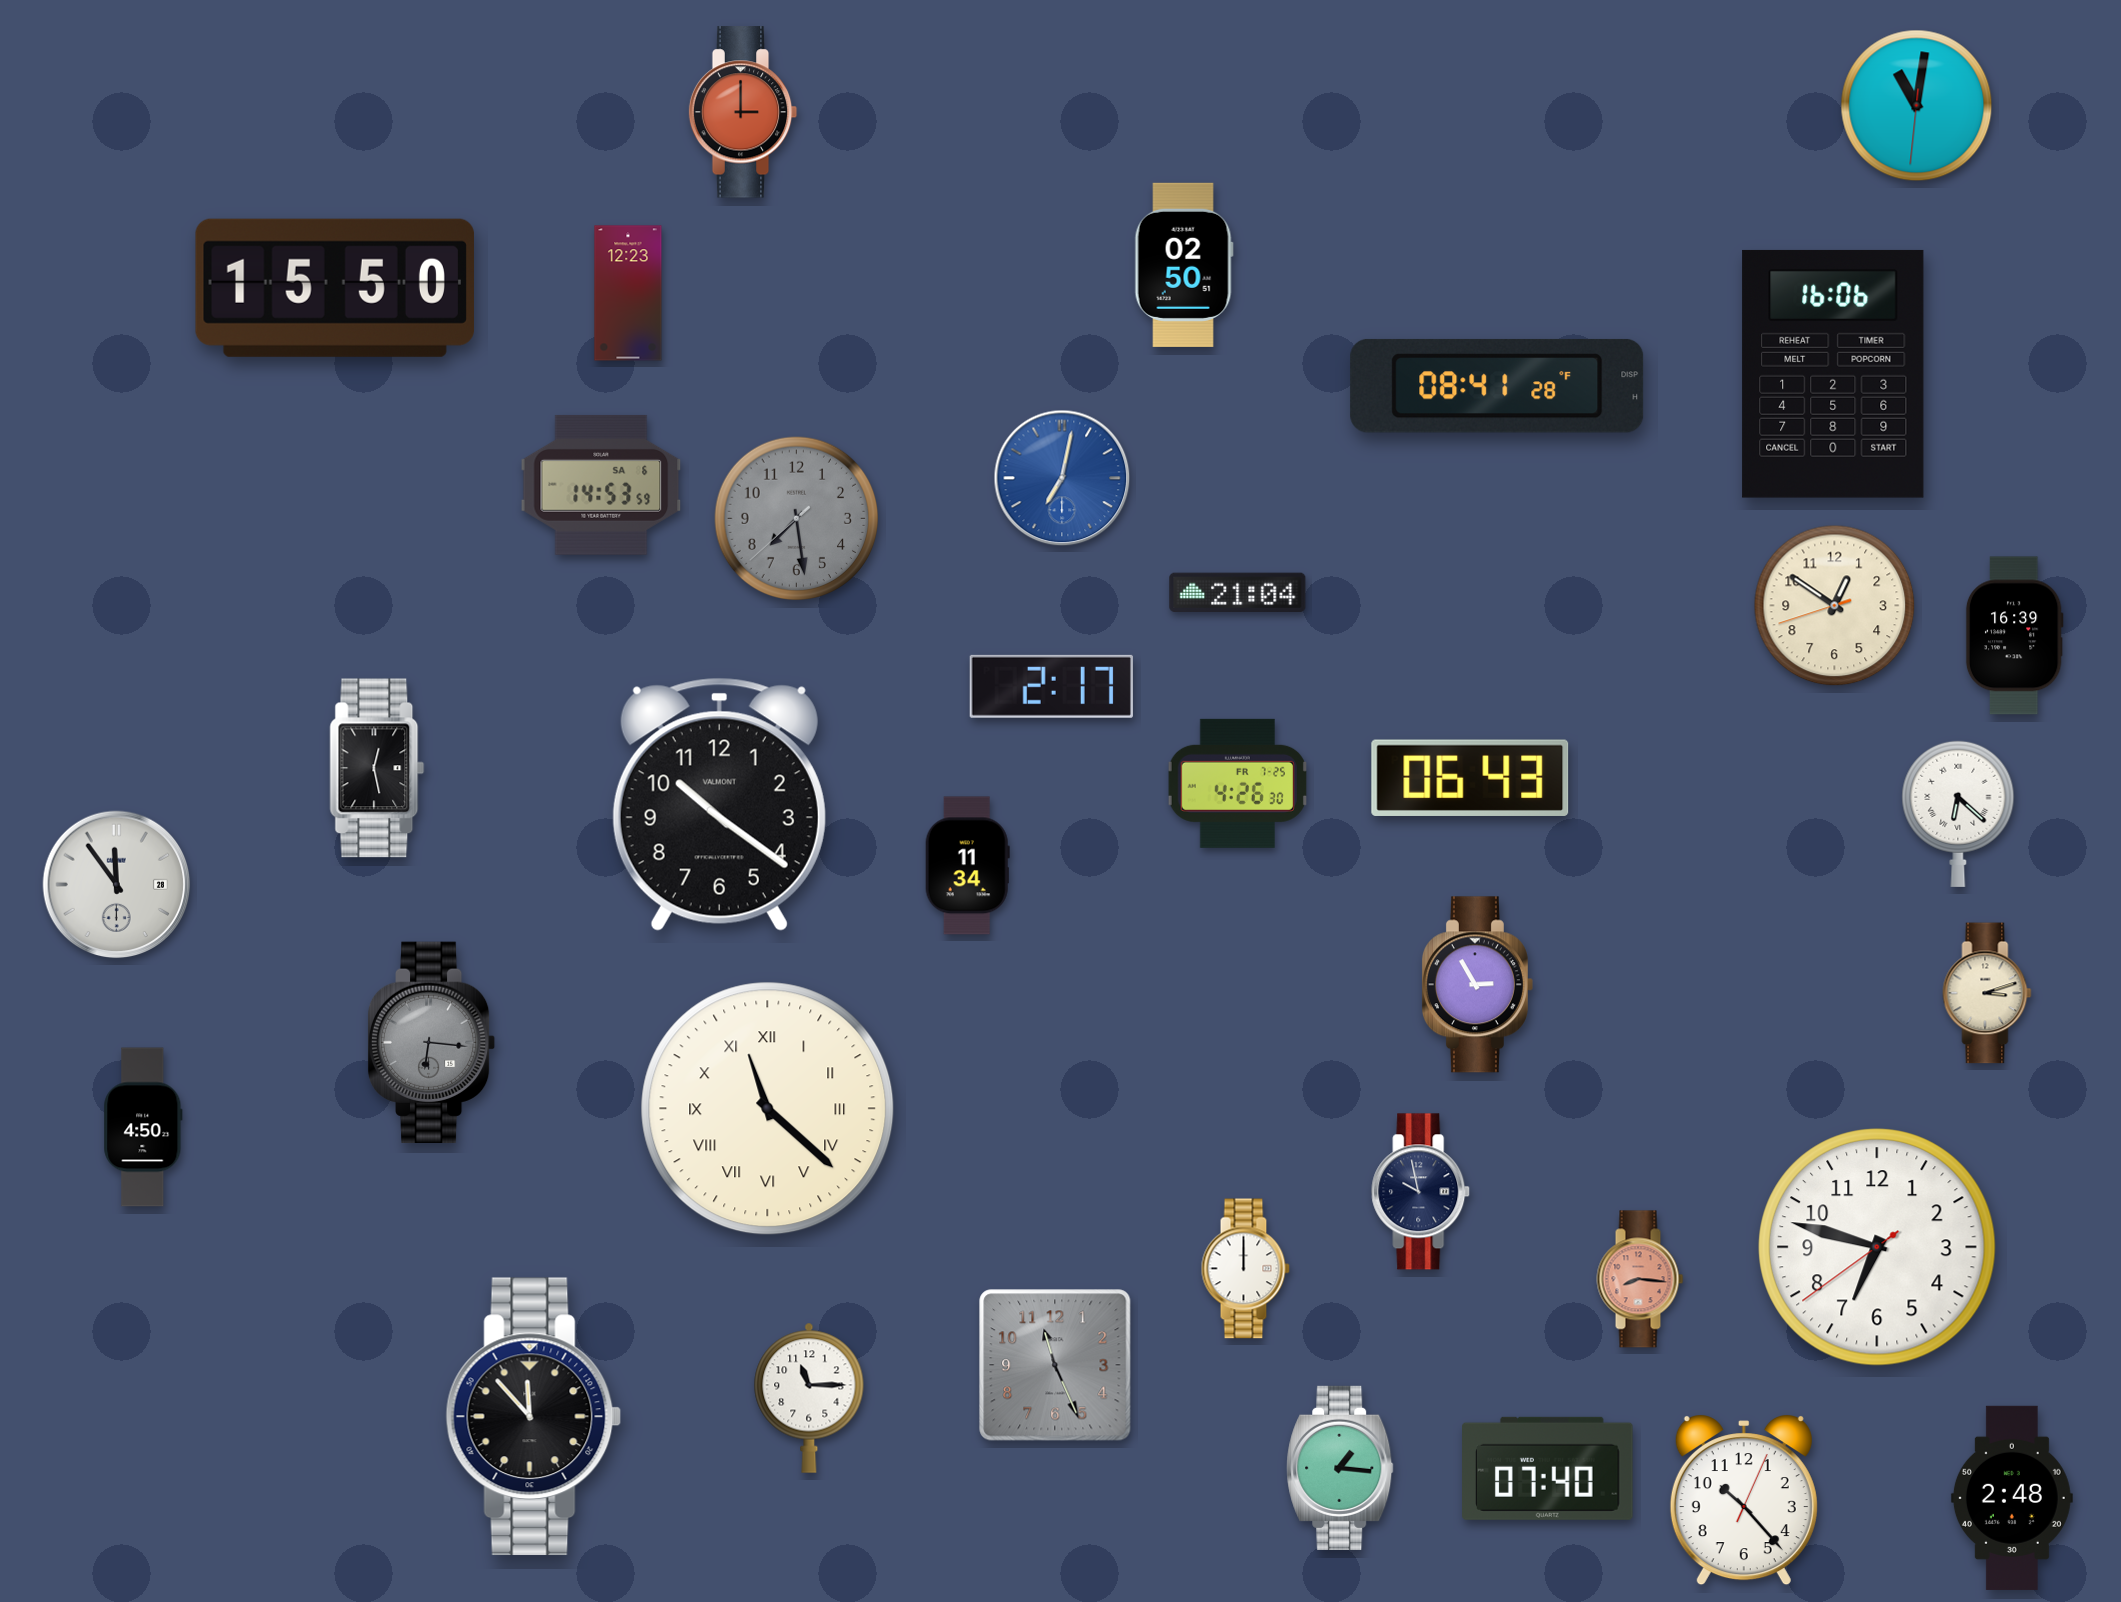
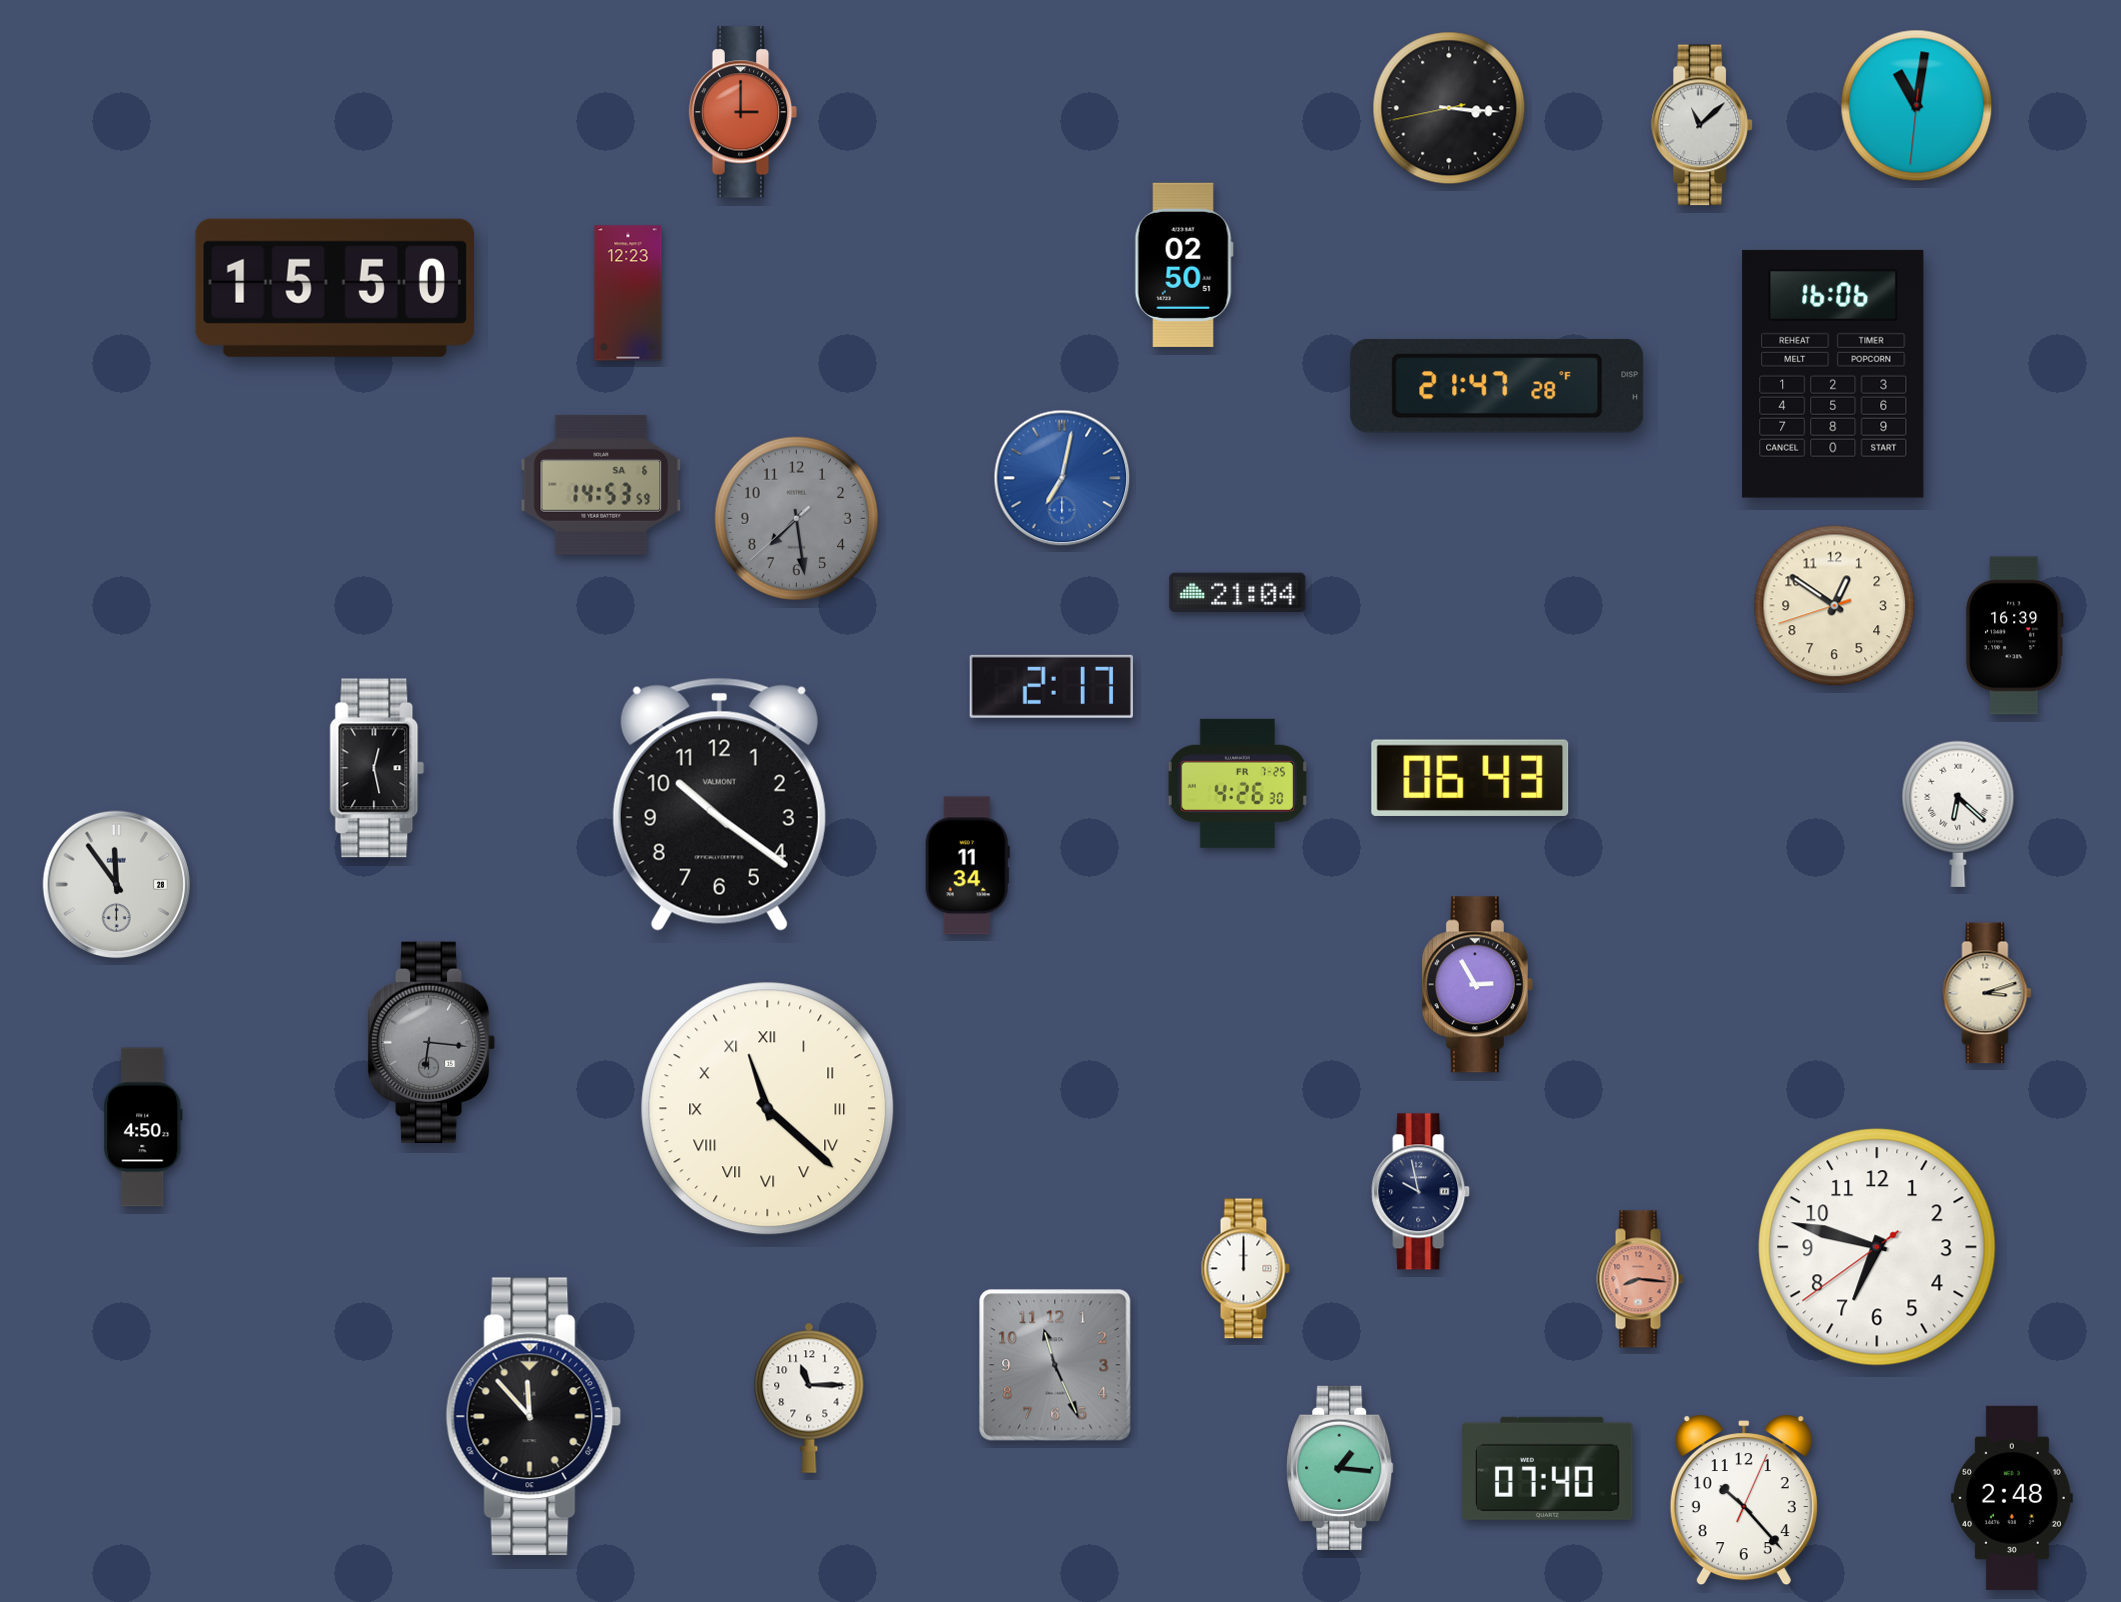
clock at (1449, 108): none -> 3:15
clock at (1702, 125): none -> 11:08
clock at (1497, 386): 08:41 -> 21:47
